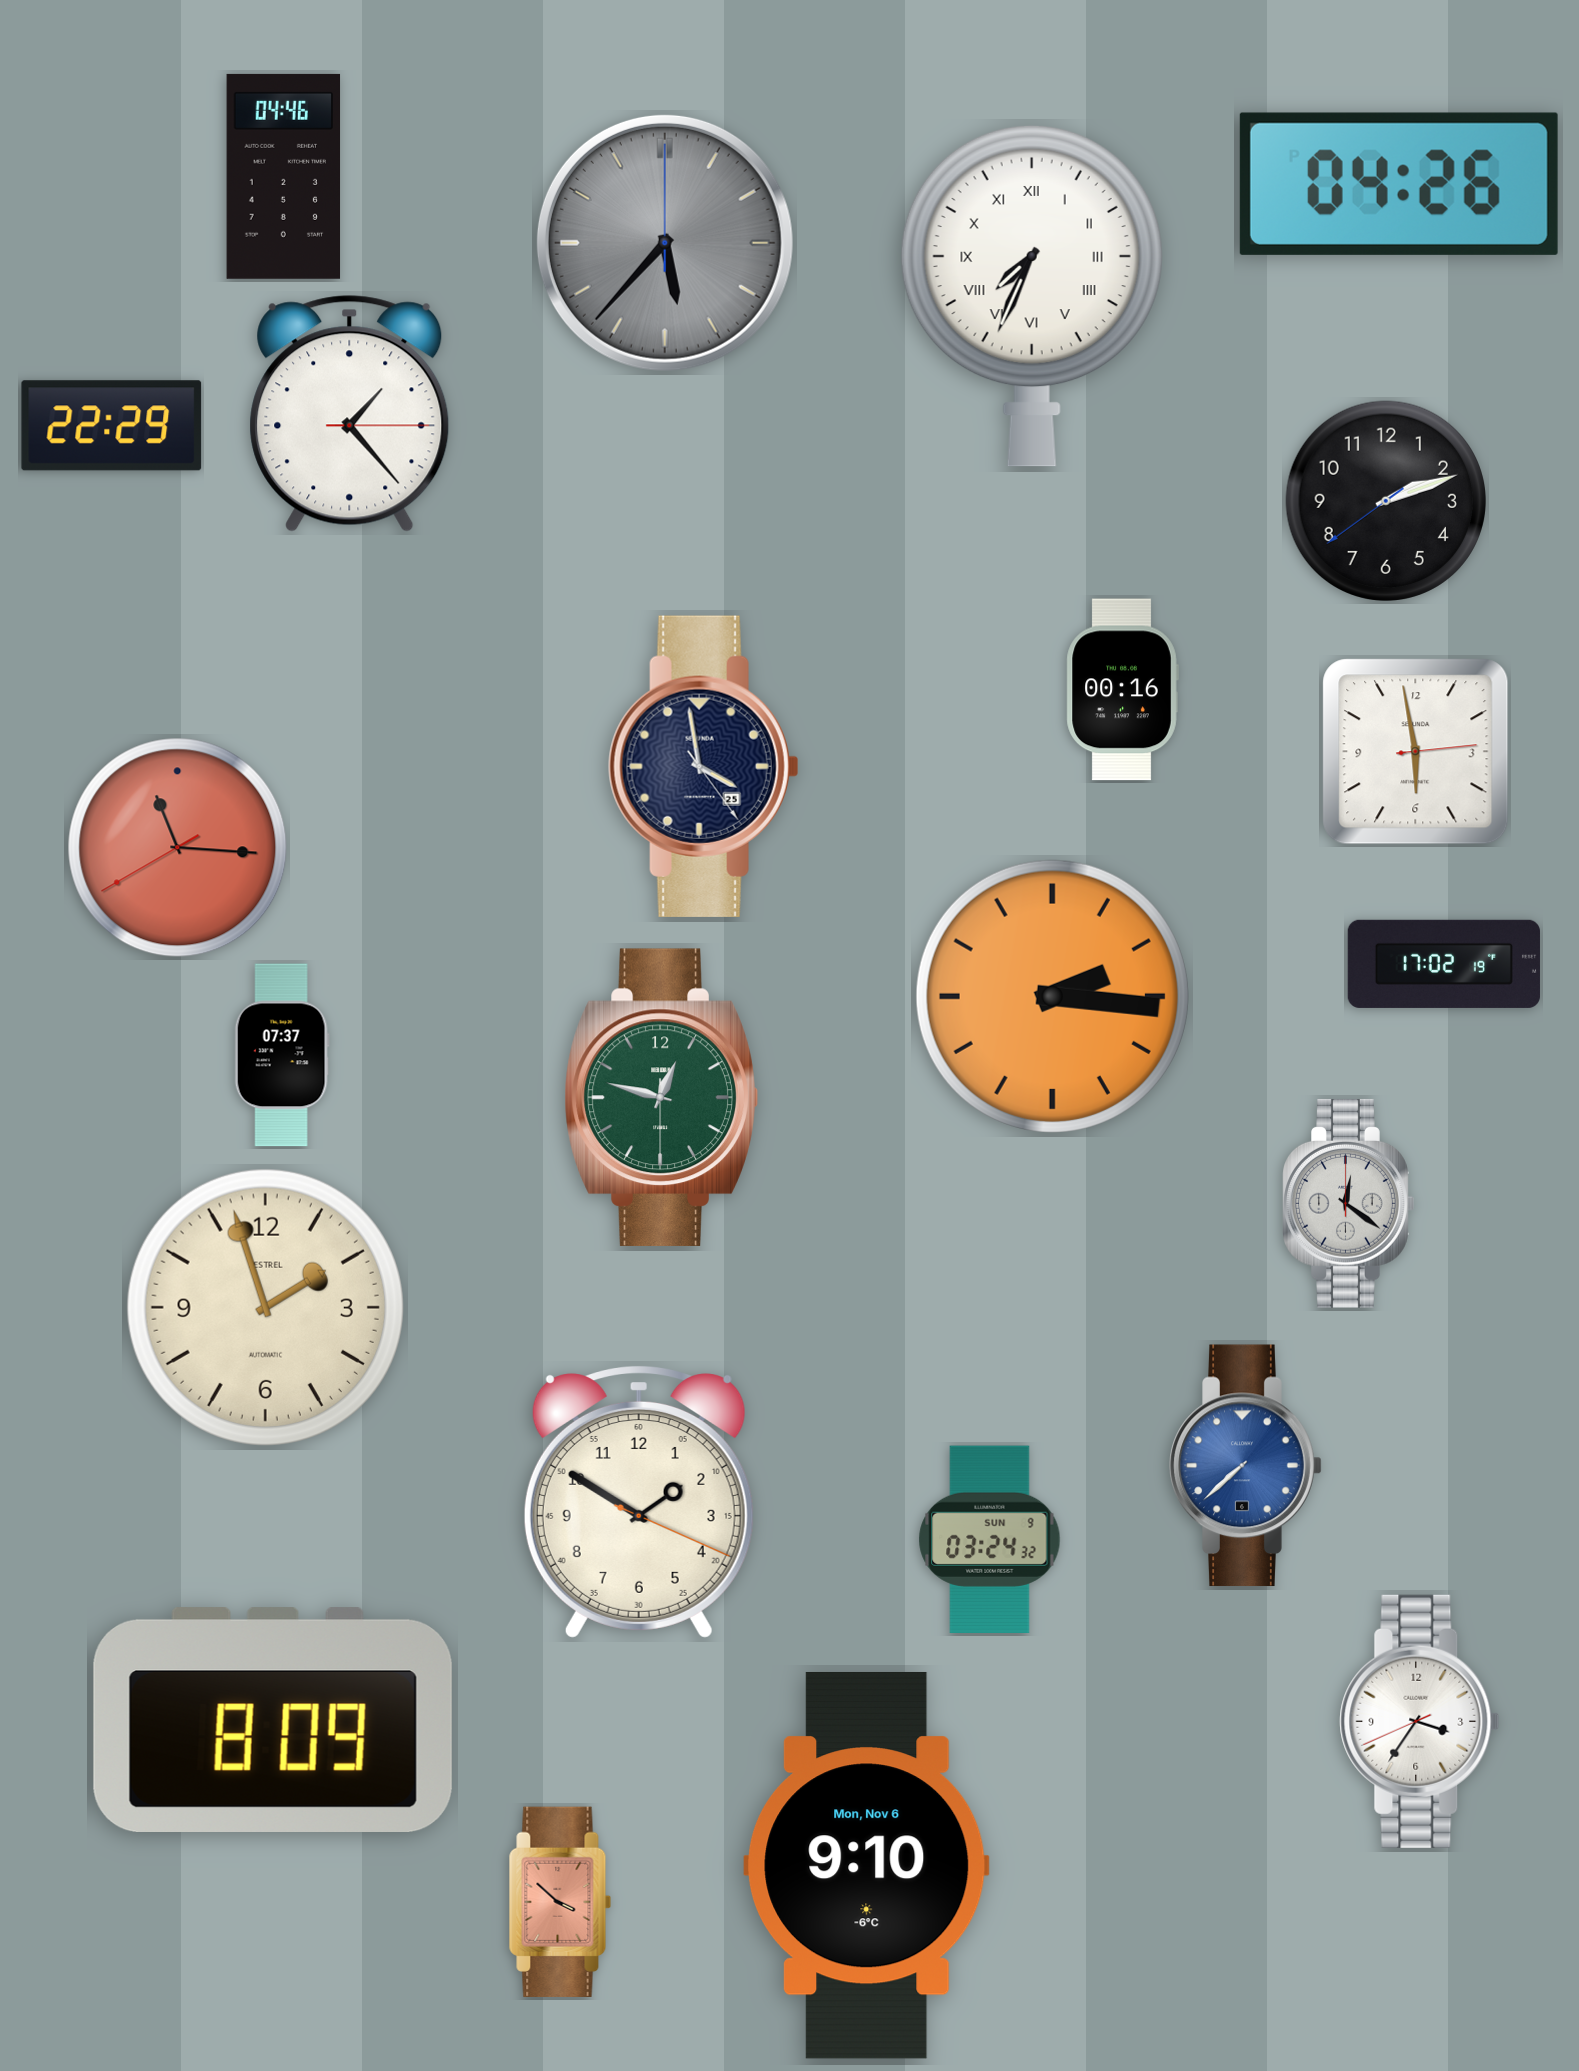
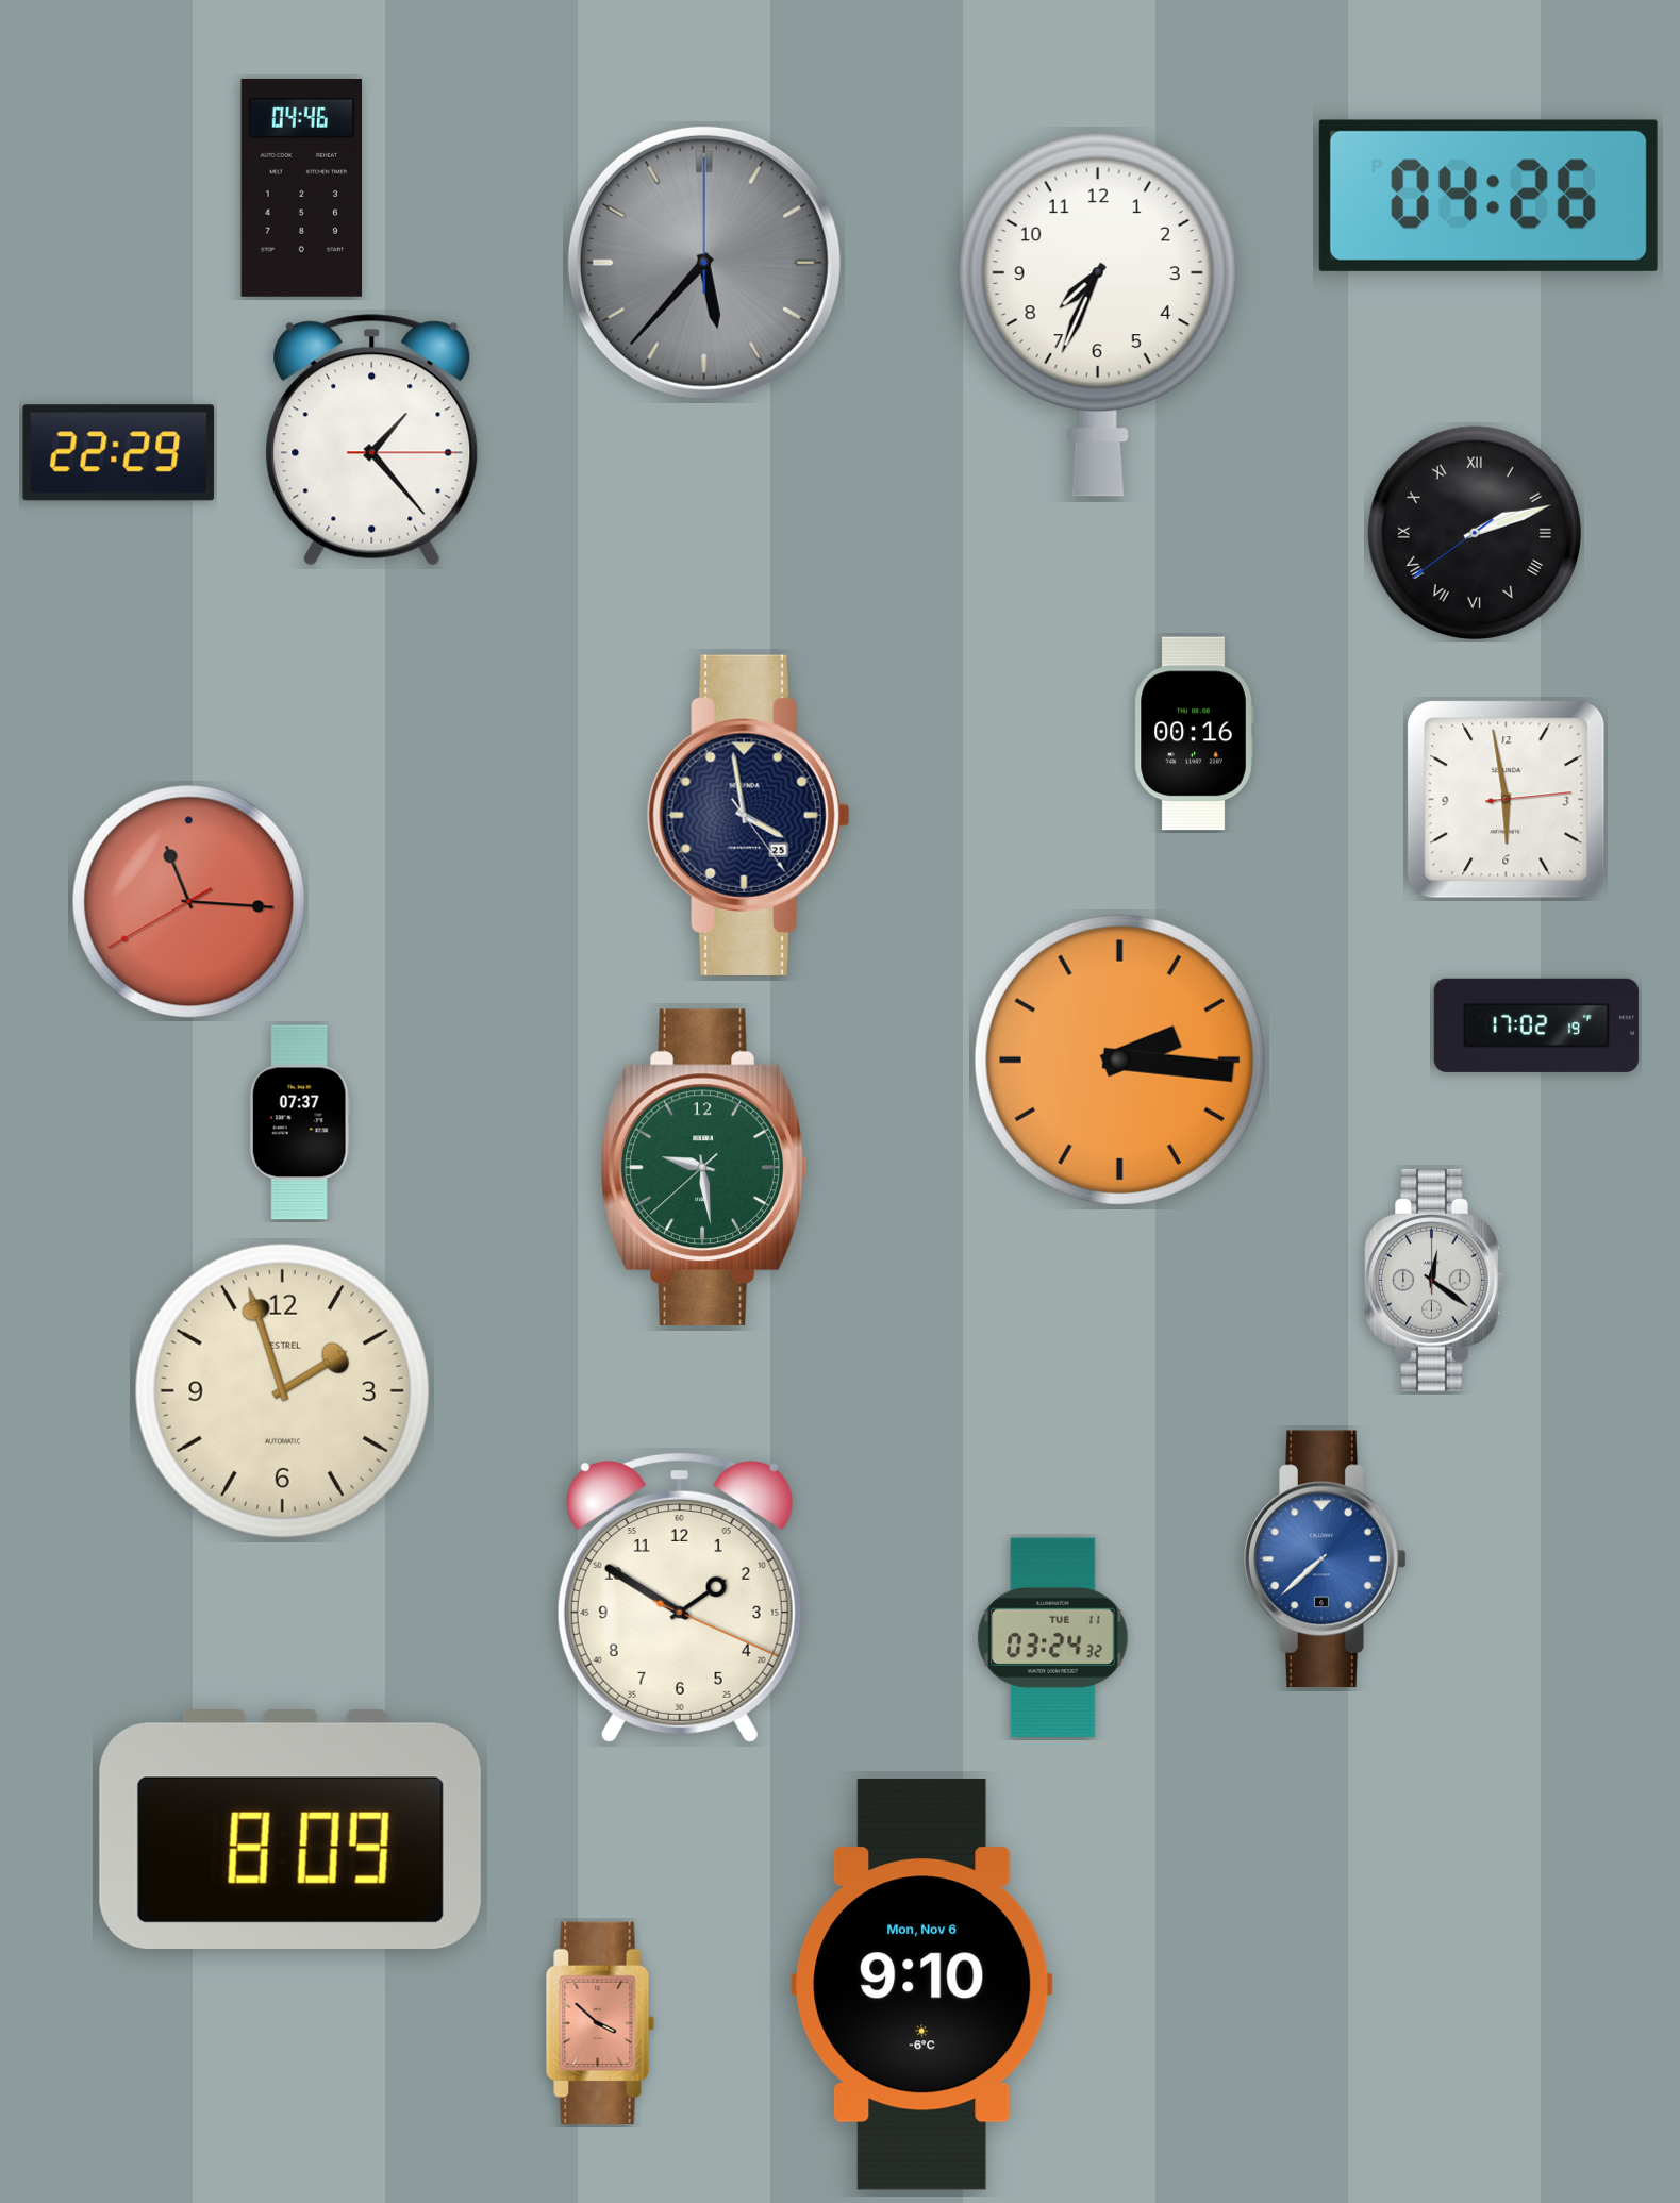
clock at (665, 243) position: (665, 243) -> (704, 263)
clock at (1032, 296) numerals: Roman -> Arabic
clock at (1385, 500) numerals: Arabic -> Roman
clock at (661, 1097): 12:47 -> 9:28
clock at (990, 1540) date: SUN 9 -> TUE 11
clock at (1420, 1721): 3:35 -> none
clock at (560, 1902) position: (560, 1902) -> (600, 2023)
